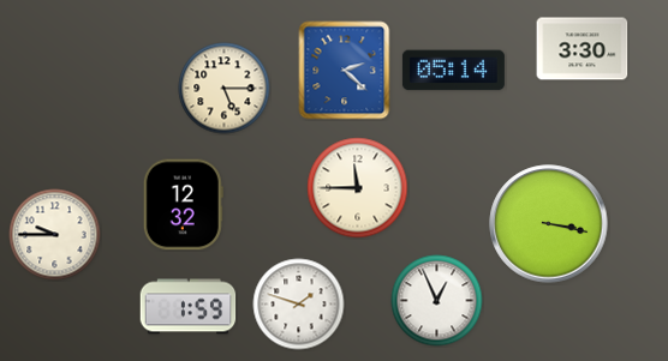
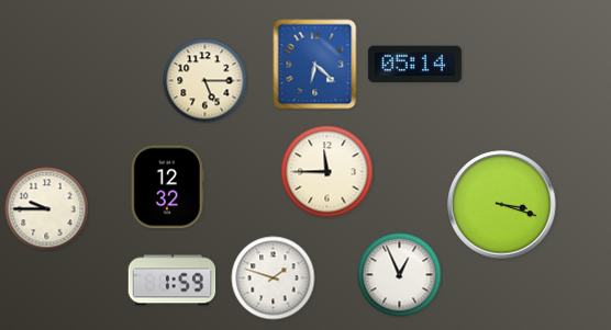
clock at (583, 49): 3:30 -> none
clock at (345, 71): 2:22 -> 6:22
clock at (549, 224): 3:17 -> 3:18
clock at (55, 235) position: (55, 235) -> (47, 209)
